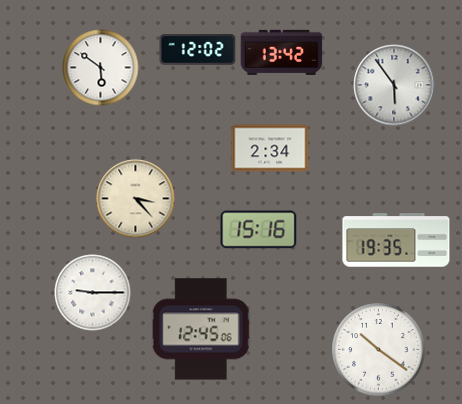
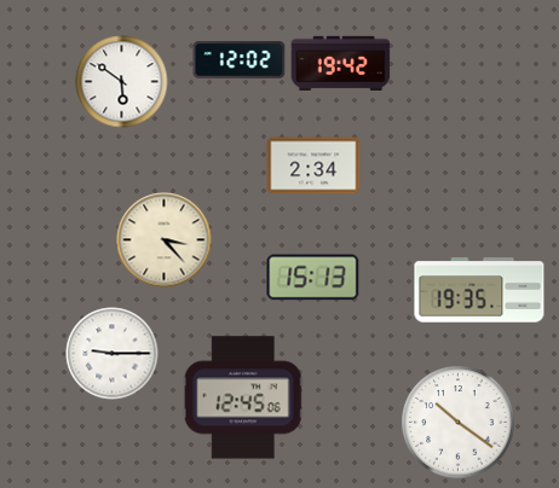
clock at (282, 52): 13:42 -> 19:42
clock at (394, 85): 5:54 -> none
clock at (270, 148) position: (270, 148) -> (313, 165)
clock at (259, 230): 15:16 -> 15:13
